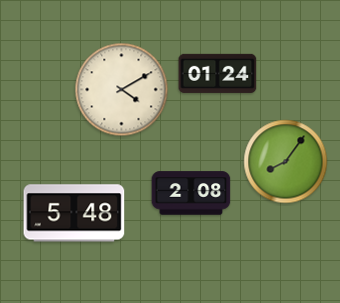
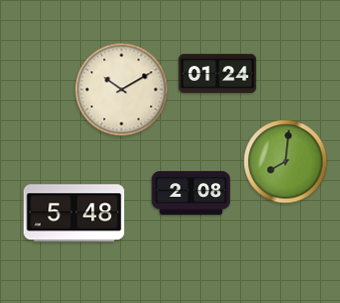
clock at (122, 90): 4:10 -> 10:10
clock at (286, 162): 8:06 -> 8:01
